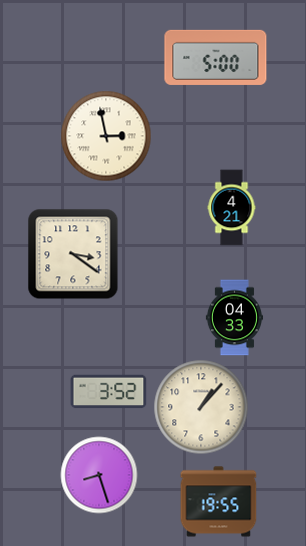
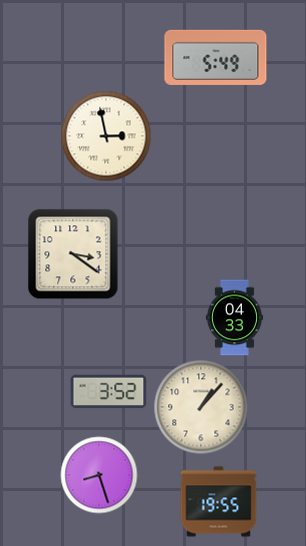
clock at (216, 57): 5:00 -> 5:49
clock at (232, 208): 4:21 -> none
